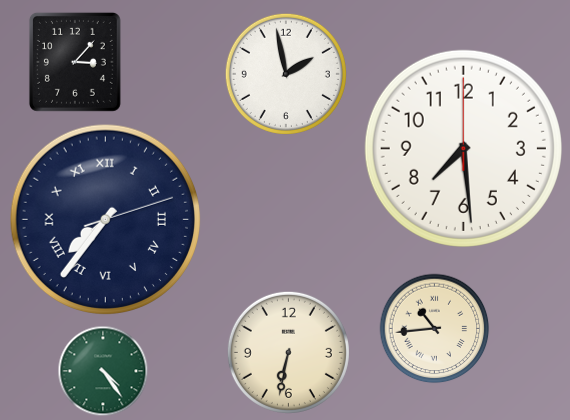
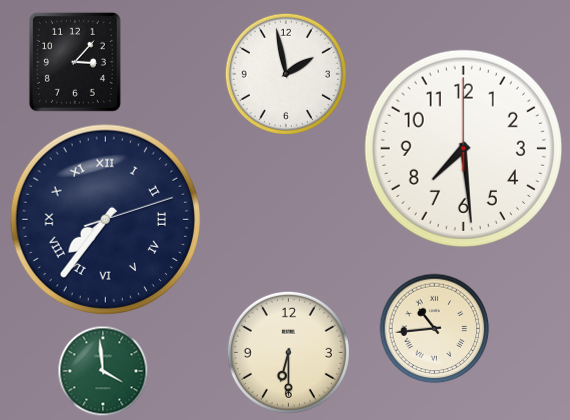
clock at (288, 352): 6:32 -> 6:30
clock at (103, 371): 4:24 -> 3:59
